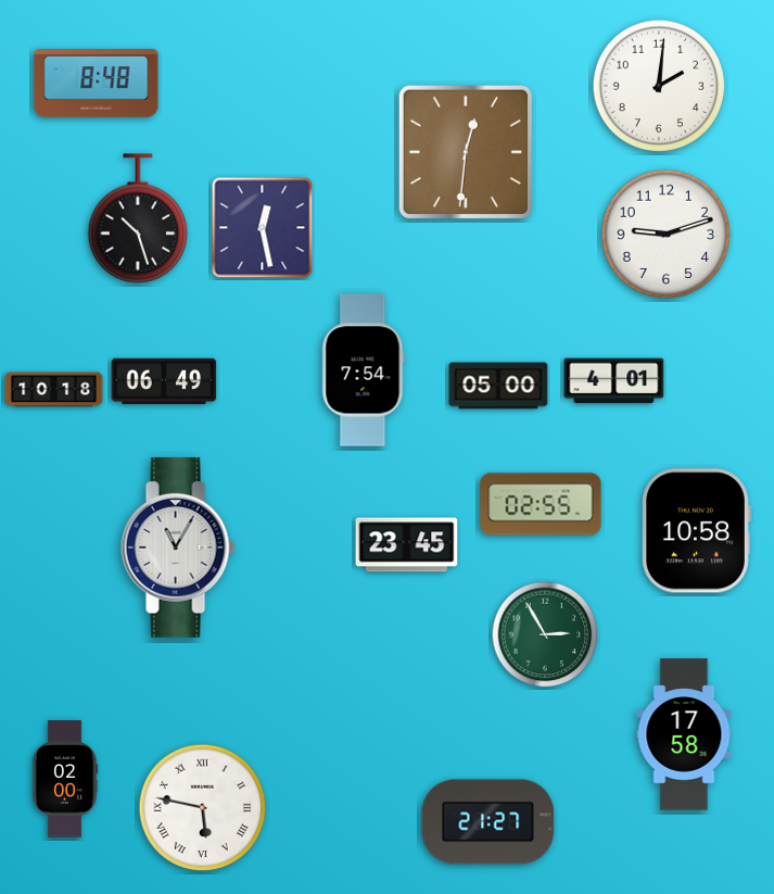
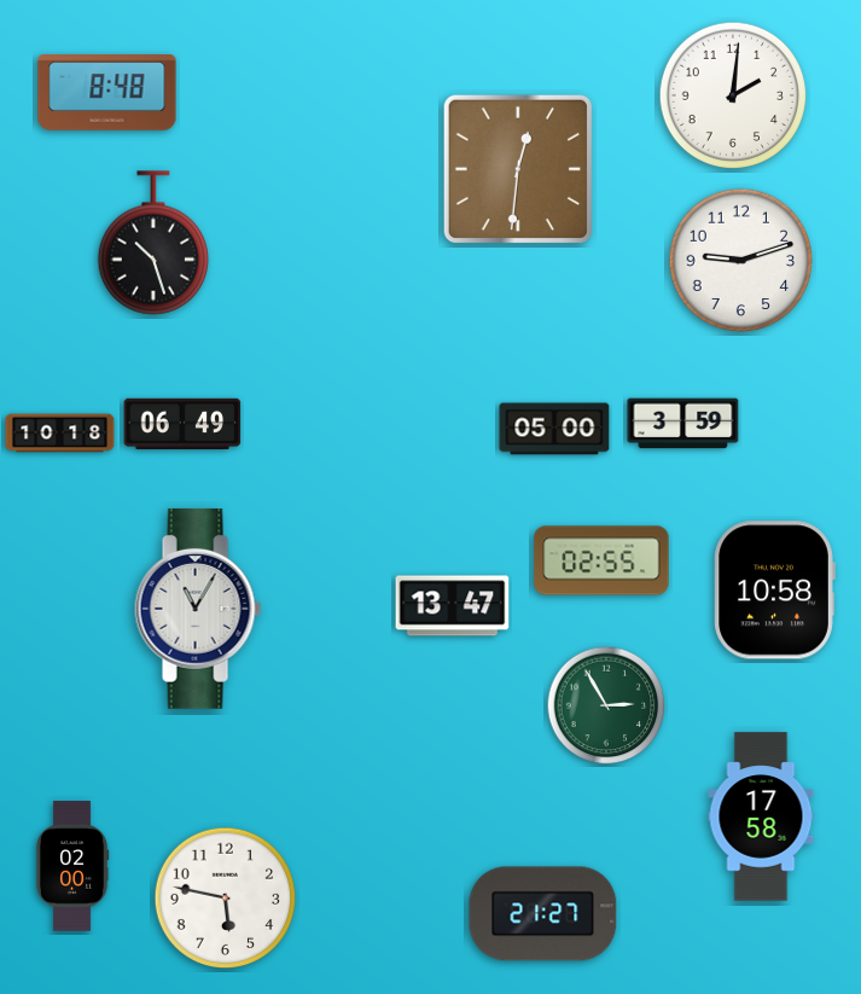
clock at (263, 228): 12:28 -> none
clock at (364, 370): 7:54 -> none
clock at (614, 381): 4:01 -> 3:59
clock at (407, 545): 23:45 -> 13:47
clock at (203, 808) numerals: Roman -> Arabic
